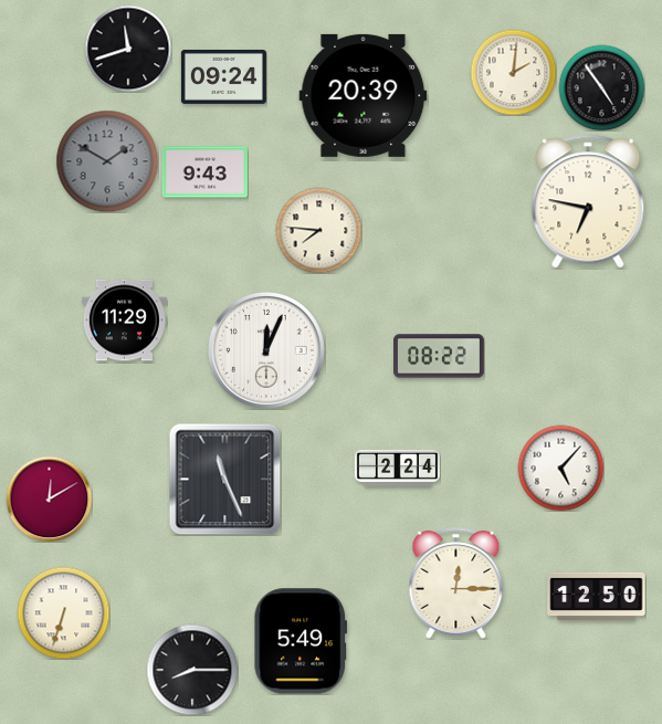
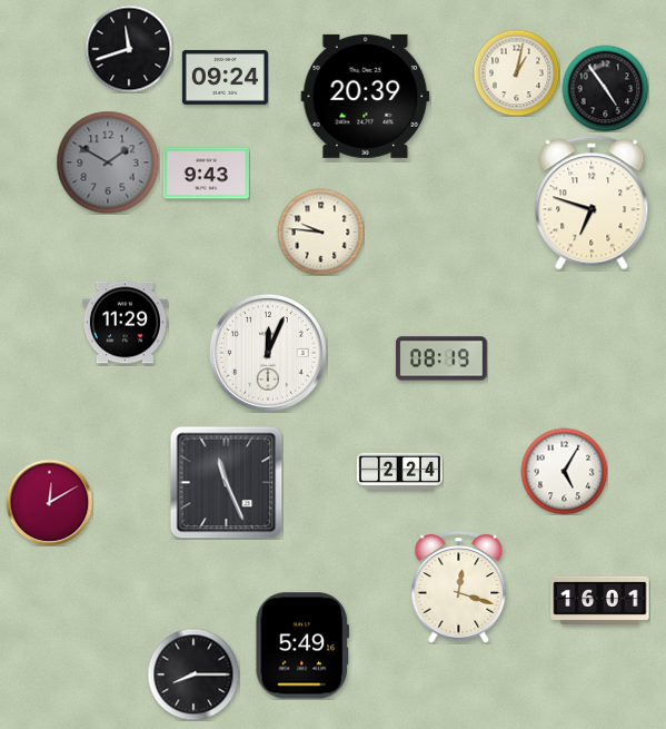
clock at (513, 72): 2:01 -> 1:02
clock at (588, 201): 6:47 -> 6:48
clock at (318, 230): 7:46 -> 9:46
clock at (440, 356): 08:22 -> 08:19
clock at (560, 468): 5:07 -> 5:05
clock at (456, 584): 12:15 -> 12:18
clock at (597, 596): 12:50 -> 16:01
clock at (63, 612): 6:33 -> none
